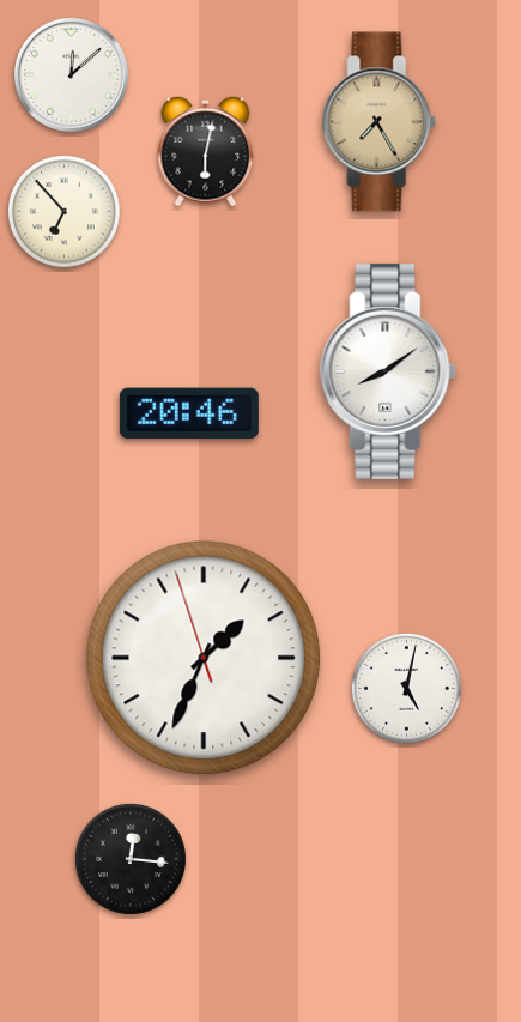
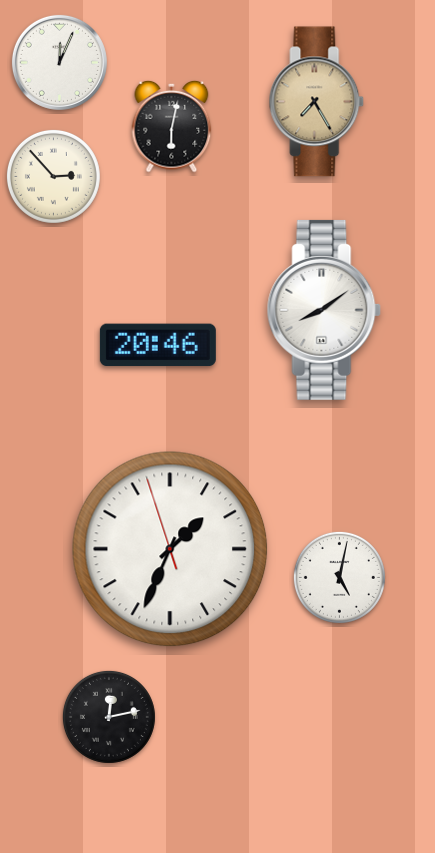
clock at (71, 74): 12:08 -> 12:04
clock at (63, 211): 6:53 -> 2:53
clock at (406, 688) position: (406, 688) -> (339, 577)
clock at (131, 859): 12:16 -> 12:13
